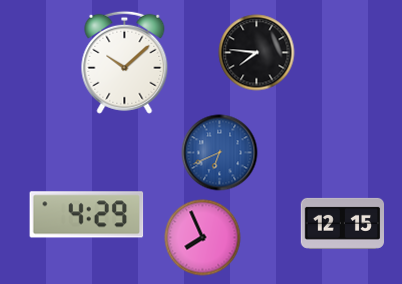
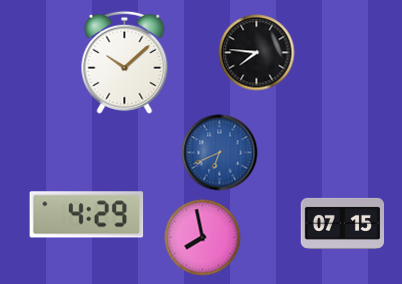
clock at (342, 223): 12:15 -> 07:15
clock at (203, 238): 7:56 -> 7:58
